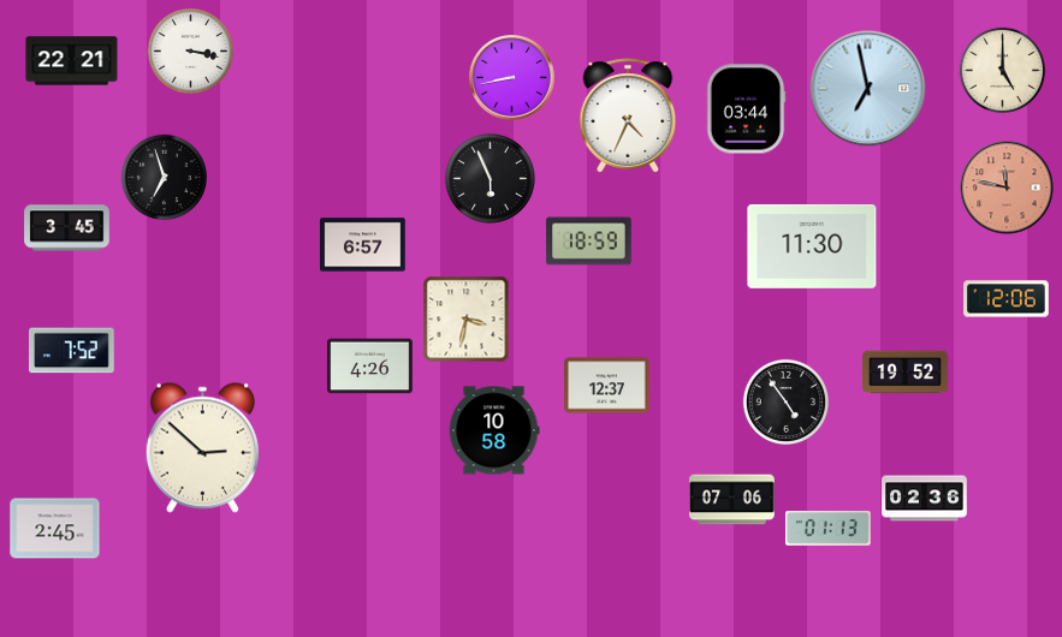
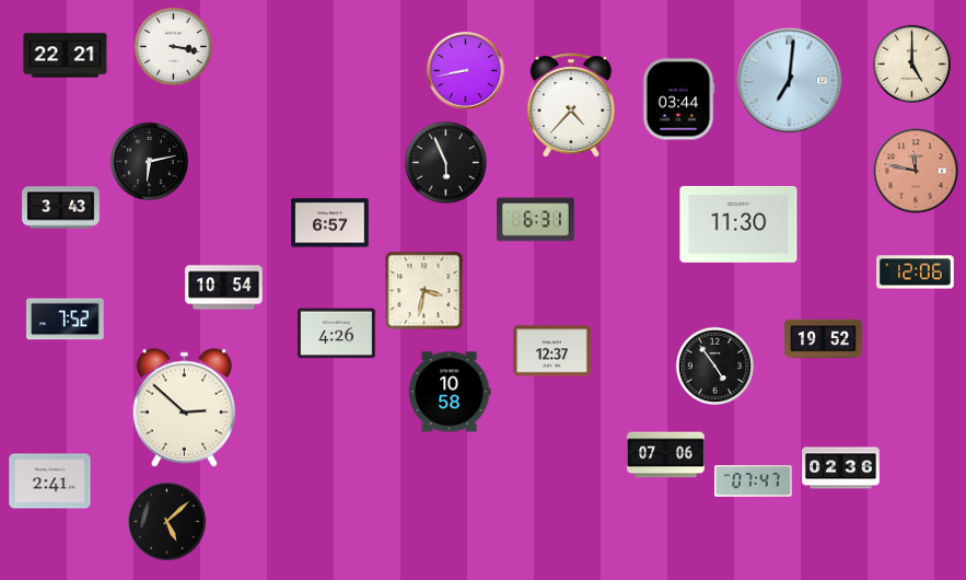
clock at (868, 89): 6:58 -> 7:01
clock at (628, 115): 4:34 -> 4:37
clock at (164, 177): 6:57 -> 6:13
clock at (67, 228): 3:45 -> 3:43
clock at (589, 242): 18:59 -> 6:31
clock at (224, 288): none -> 10:54
clock at (925, 499) position: (925, 499) -> (841, 468)
clock at (55, 529): 2:45 -> 2:41
clock at (829, 529): 01:13 -> 07:47
clock at (167, 522): none -> 5:08
